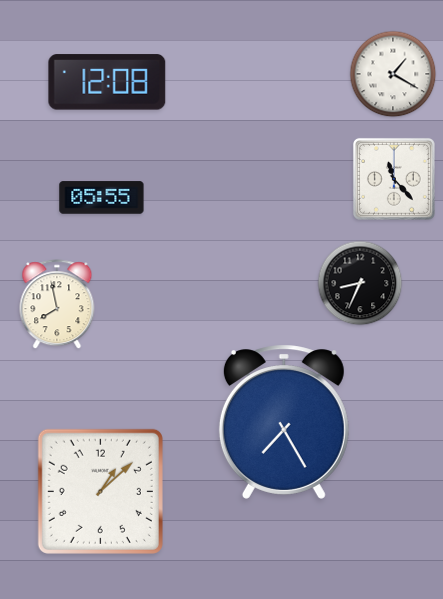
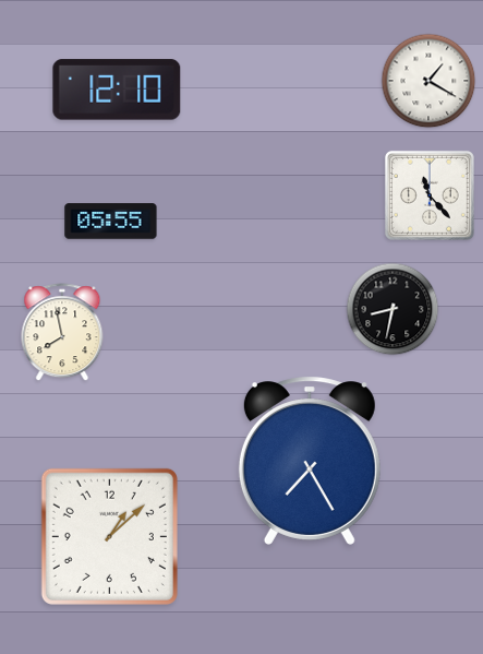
clock at (107, 82): 12:08 -> 12:10
clock at (102, 198) position: (102, 198) -> (111, 222)
clock at (360, 283): 8:34 -> 8:32
